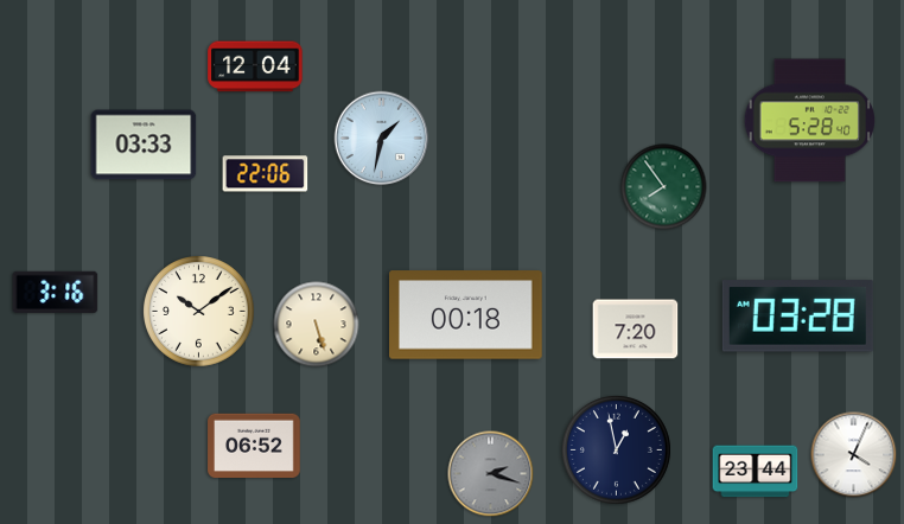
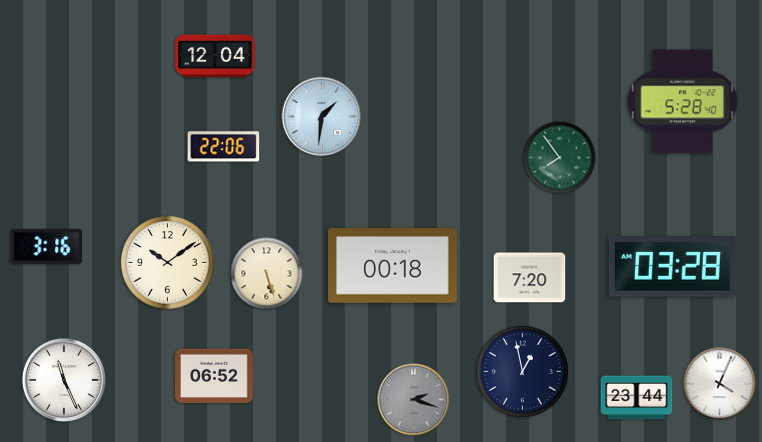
clock at (382, 139): 1:32 -> 1:31
clock at (144, 145): 03:33 -> none
clock at (636, 330) position: (636, 330) -> (530, 278)
clock at (63, 379): none -> 11:26
clock at (616, 449) position: (616, 449) -> (522, 371)
